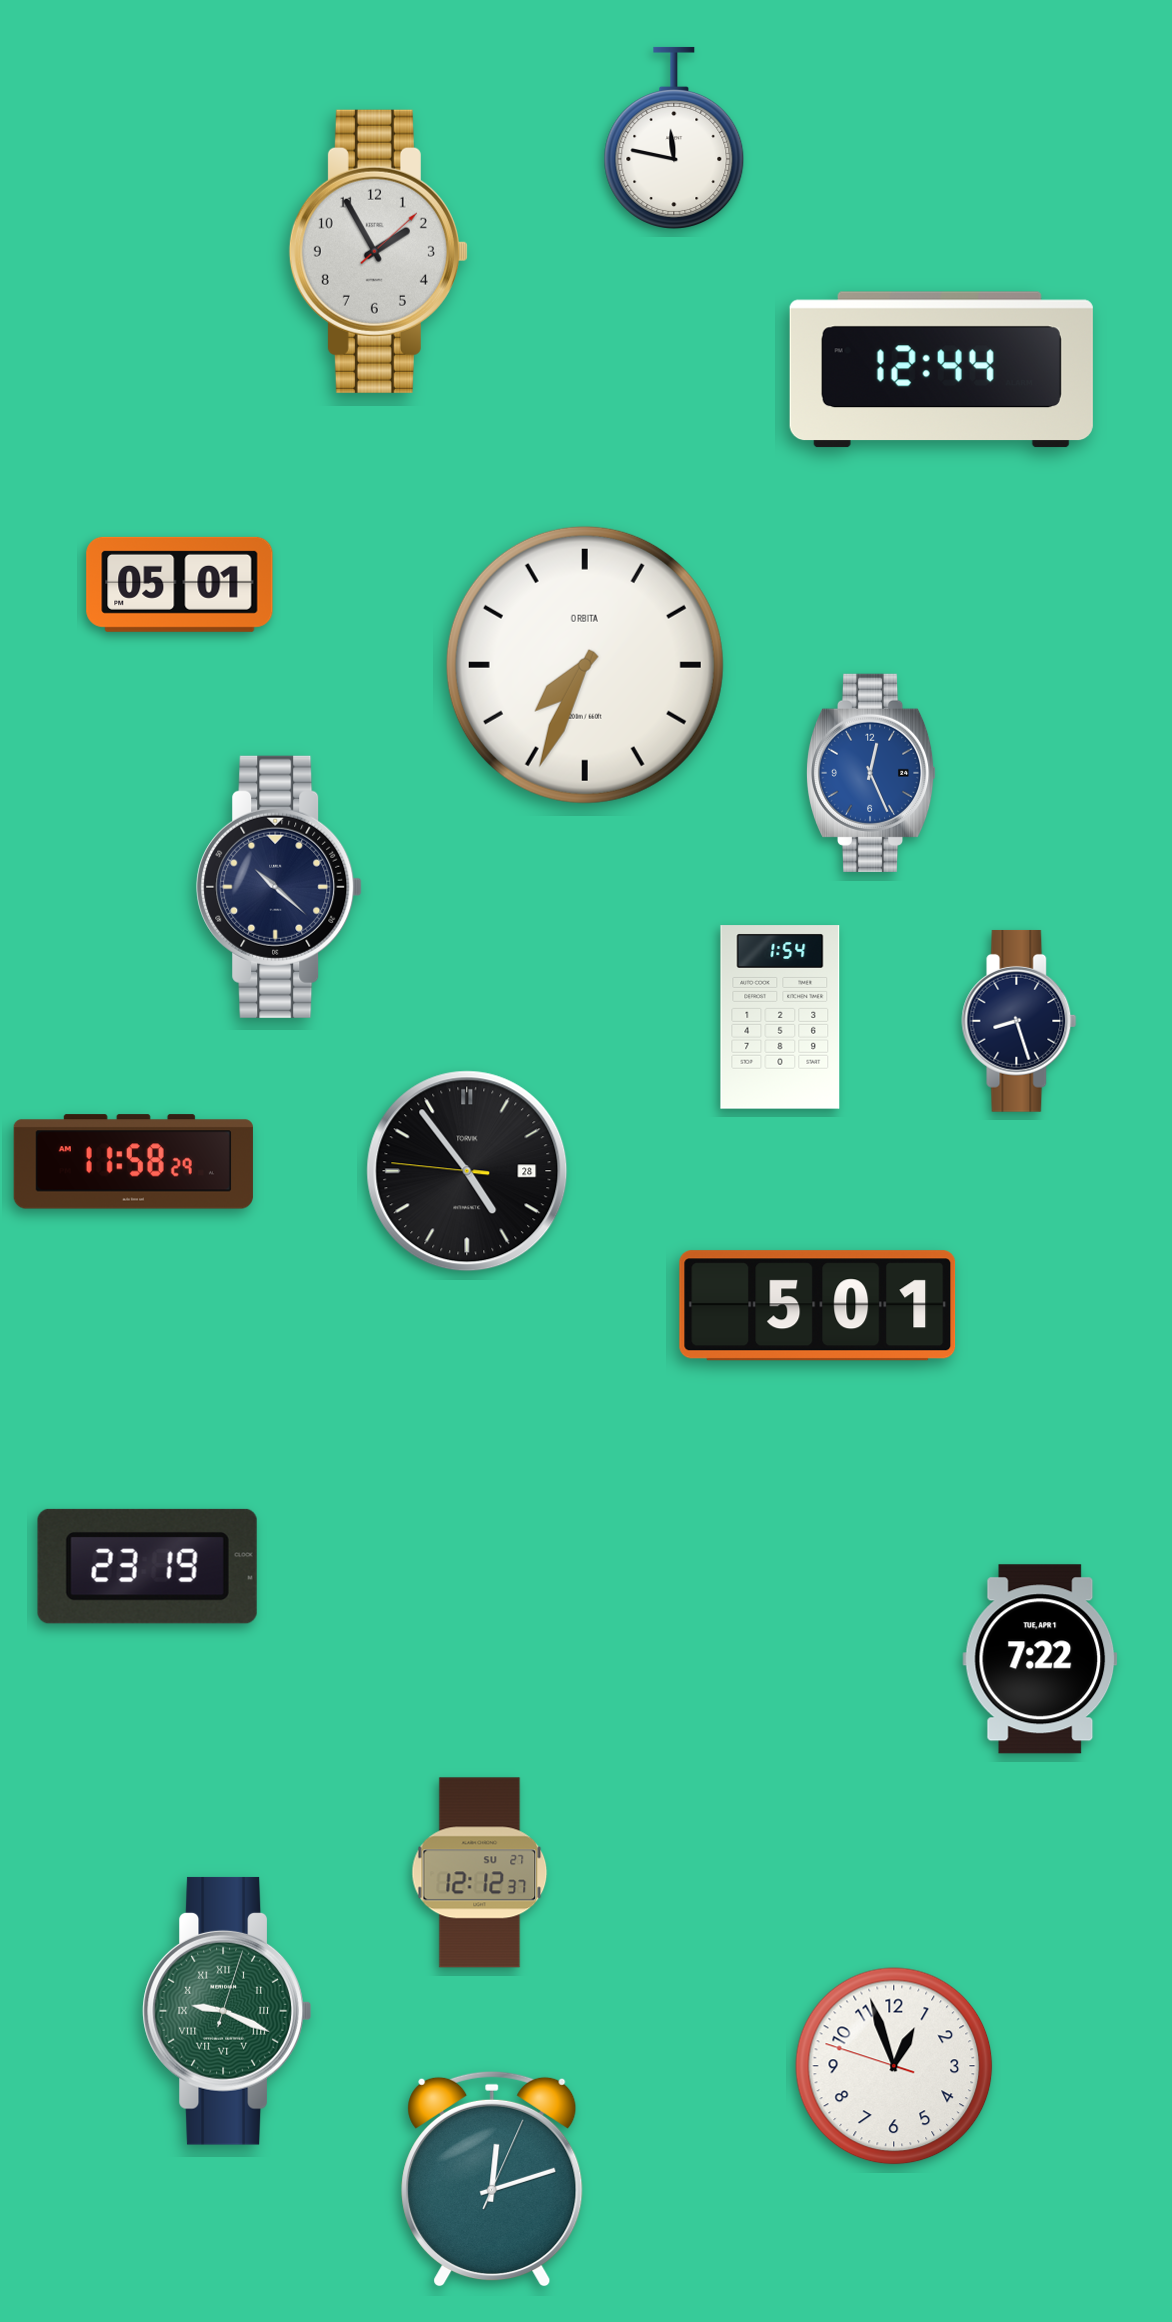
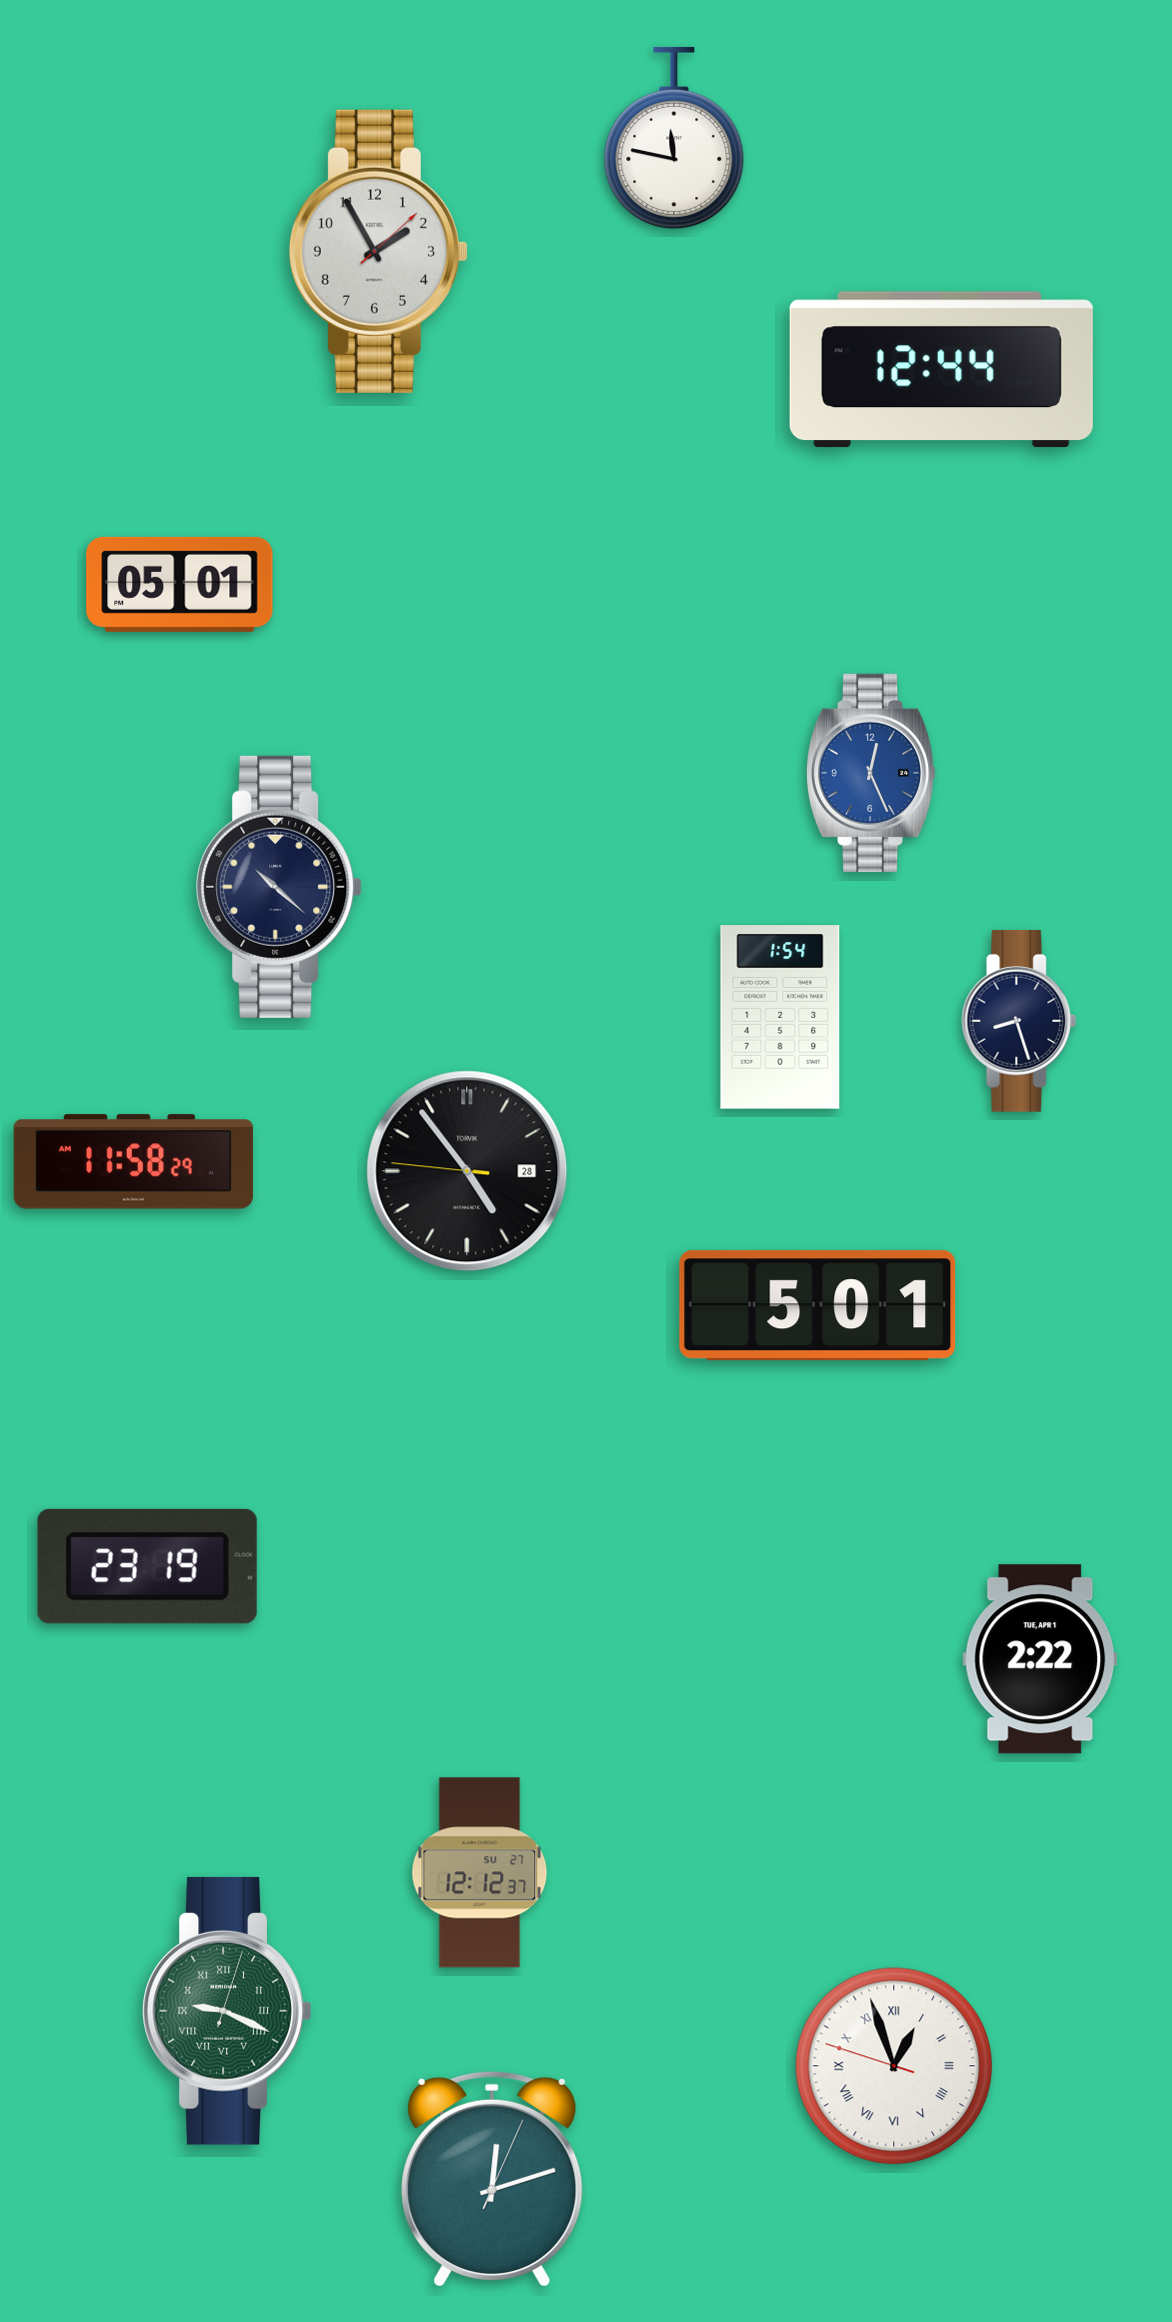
clock at (585, 665): 7:34 -> none
clock at (1040, 1659): 7:22 -> 2:22
clock at (894, 2066) numerals: Arabic -> Roman
